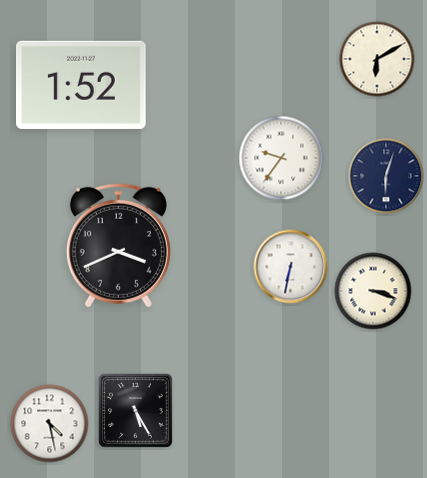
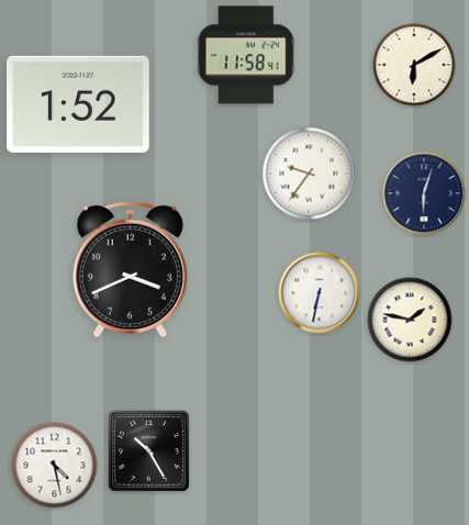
clock at (246, 55): none -> 11:58
clock at (82, 85) position: (82, 85) -> (79, 104)
clock at (373, 291): 3:18 -> 1:47
clock at (136, 411): 5:25 -> 10:25
